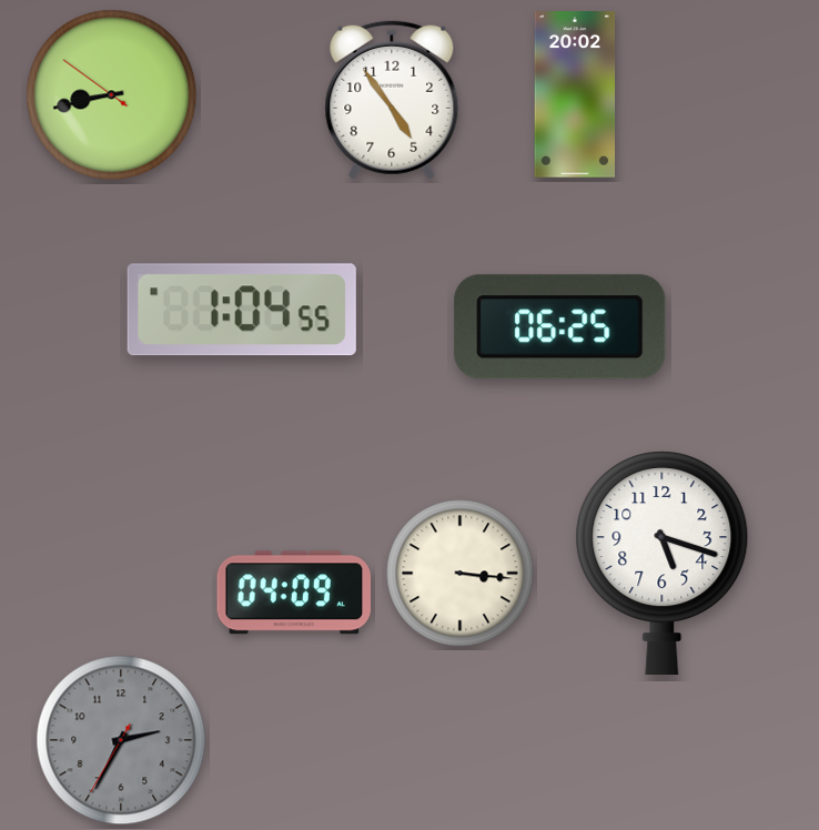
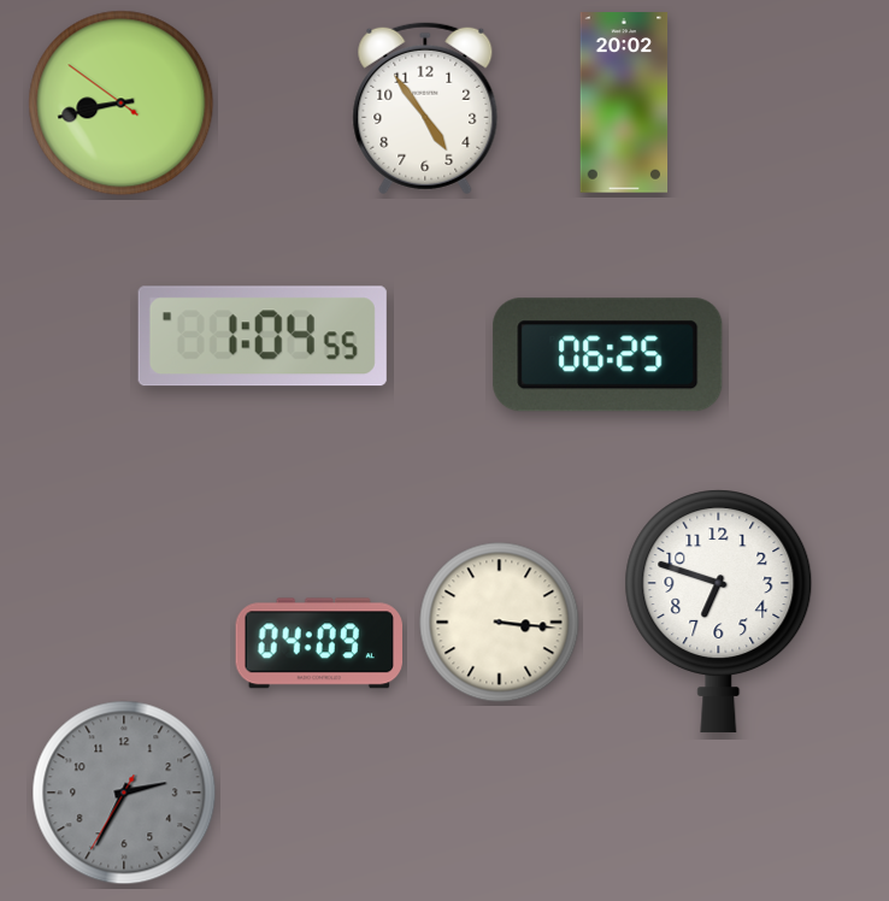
clock at (663, 564): 5:18 -> 6:48
clock at (121, 740) position: (121, 740) -> (124, 793)
